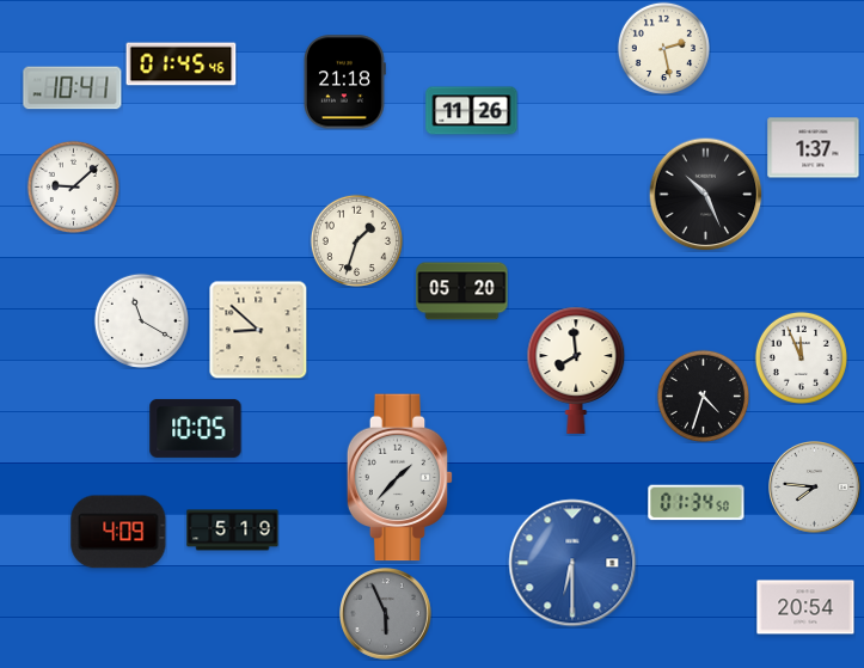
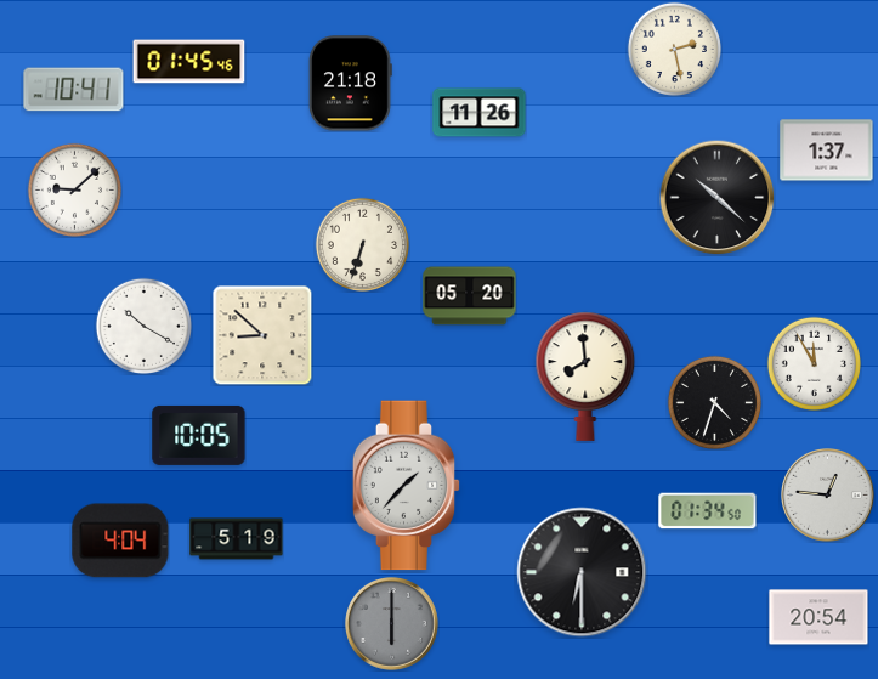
clock at (182, 65) position: (182, 65) -> (189, 62)
clock at (705, 194): 10:26 -> 10:22
clock at (356, 240): 1:33 -> 6:33
clock at (141, 320): 11:20 -> 10:20
clock at (801, 357): 11:56 -> 11:55
clock at (815, 488): 7:46 -> 12:46
clock at (118, 532): 4:09 -> 4:04
clock at (572, 563) dial: blue -> black
clock at (386, 614): 5:56 -> 6:00
